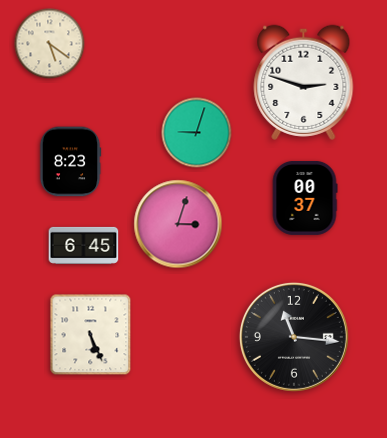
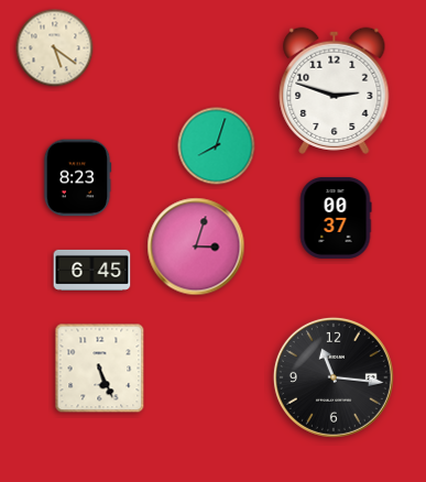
clock at (197, 133): 9:03 -> 8:03
clock at (294, 337) position: (294, 337) -> (334, 377)
